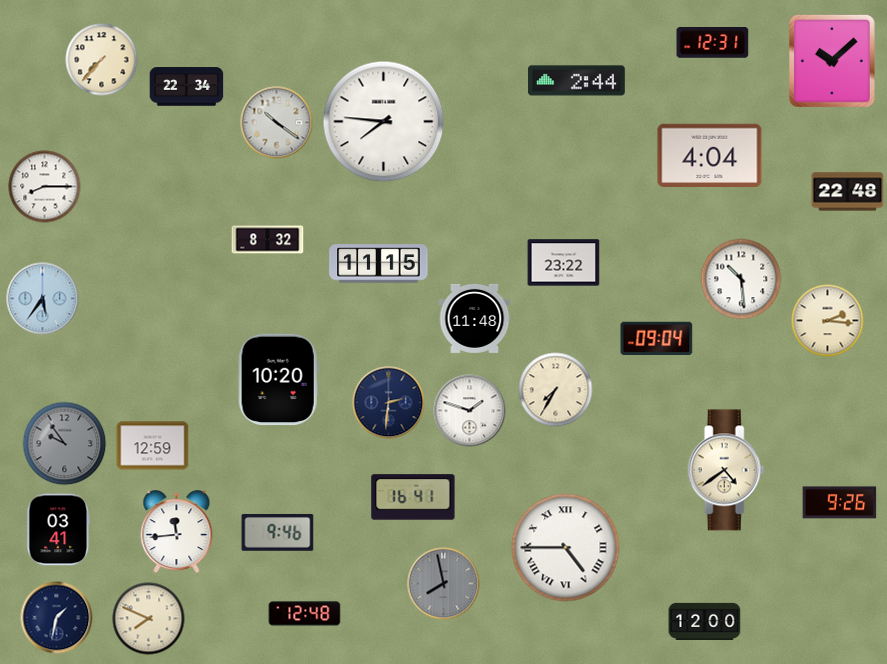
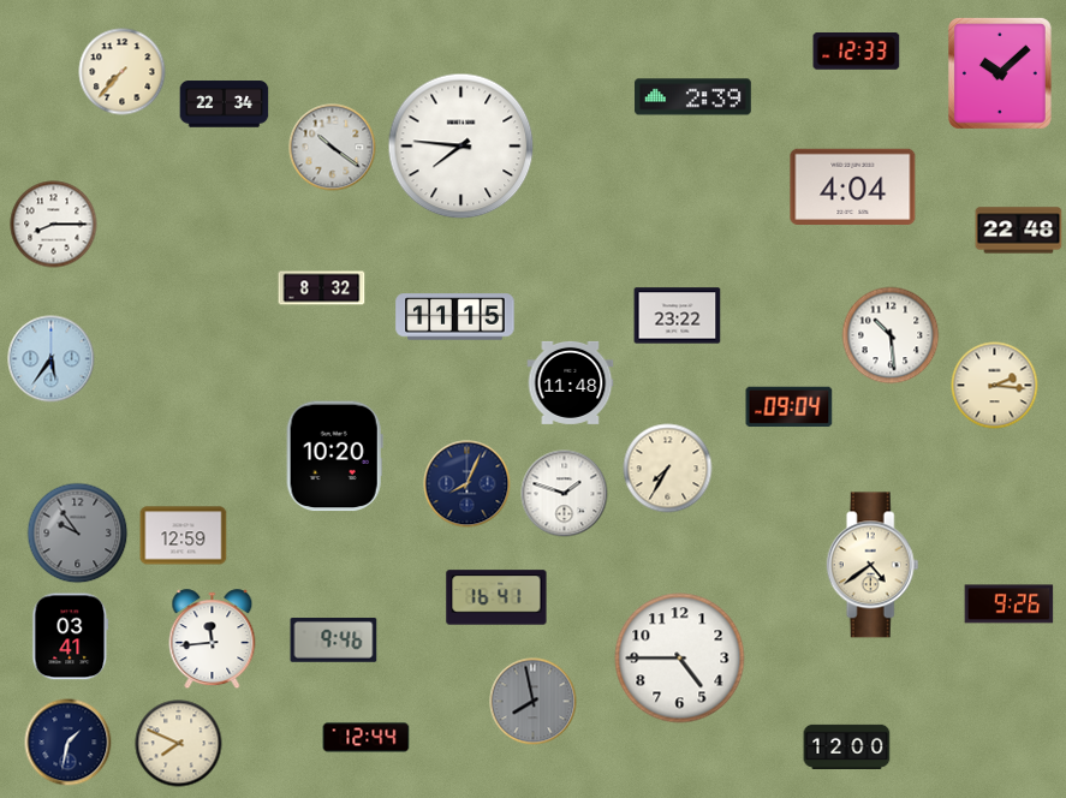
clock at (713, 43): 12:31 -> 12:33
clock at (577, 81): 2:44 -> 2:39
clock at (389, 403): 2:31 -> 8:04
clock at (566, 548) numerals: Roman -> Arabic
clock at (305, 614): 12:48 -> 12:44
